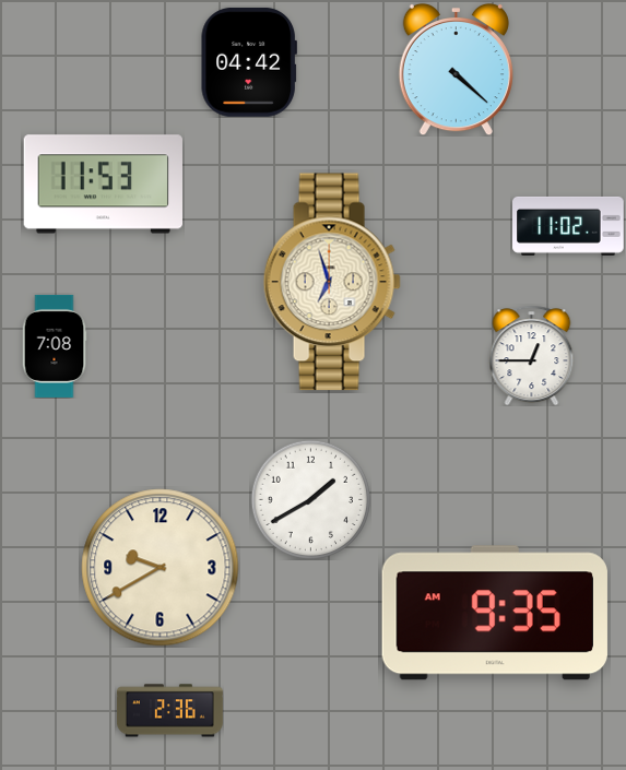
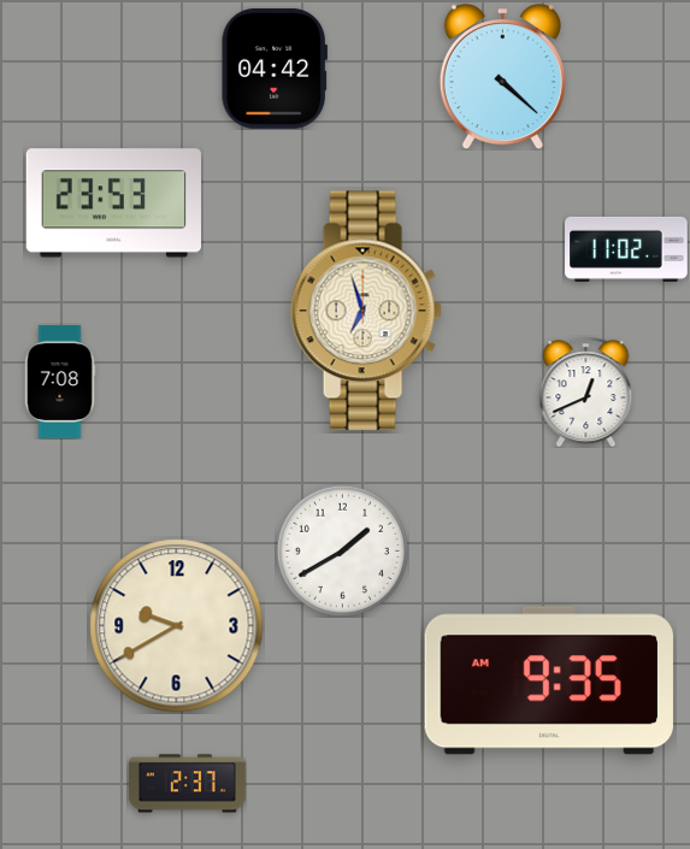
clock at (103, 185): 11:53 -> 23:53
clock at (532, 355): 12:45 -> 12:41
clock at (495, 613) position: (495, 613) -> (549, 680)
clock at (169, 711): 2:36 -> 2:37
